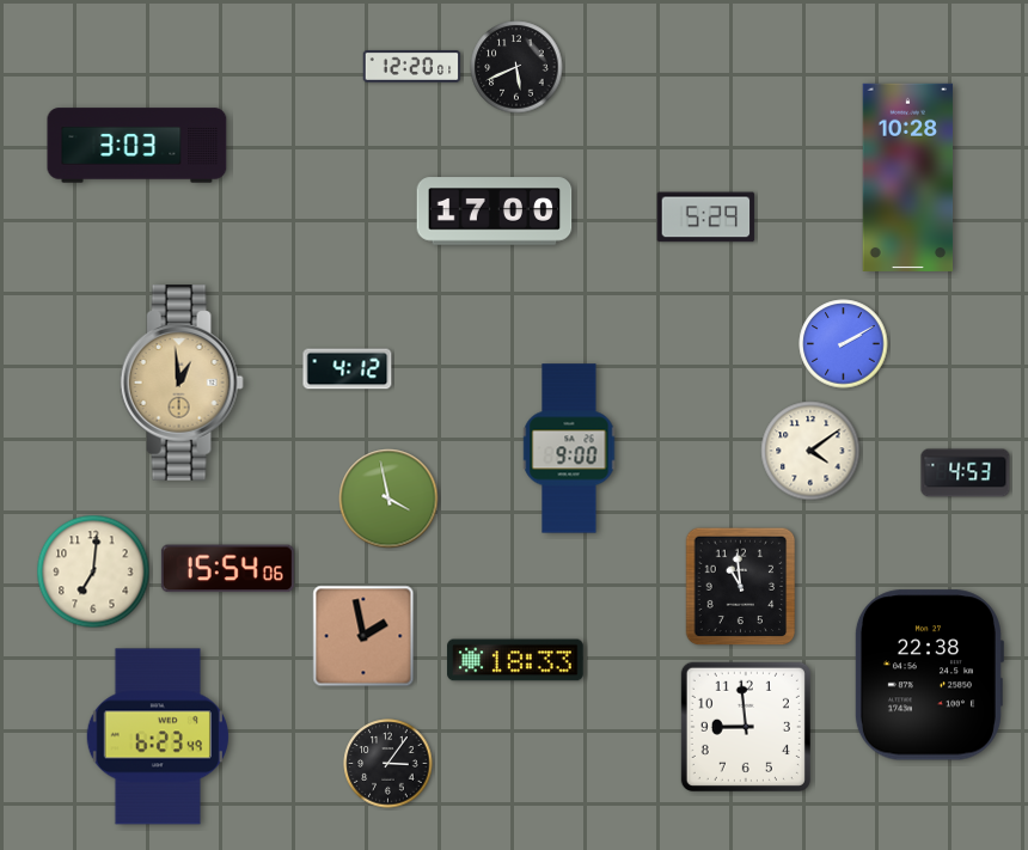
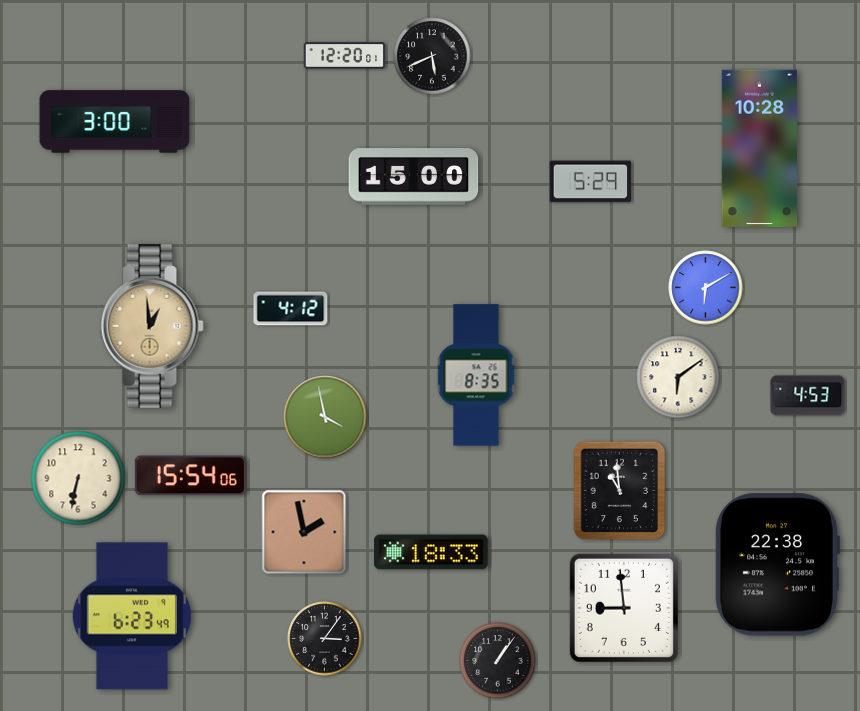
clock at (137, 146): 3:03 -> 3:00
clock at (495, 212): 17:00 -> 15:00
clock at (844, 344): 2:10 -> 6:10
clock at (182, 383) position: (182, 383) -> (152, 326)
clock at (569, 448): 9:00 -> 8:35
clock at (810, 451): 4:09 -> 6:09
clock at (93, 571): 7:01 -> 6:32
clock at (498, 661): none -> 1:06
